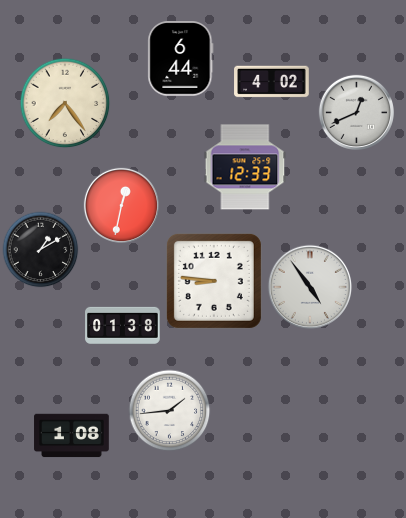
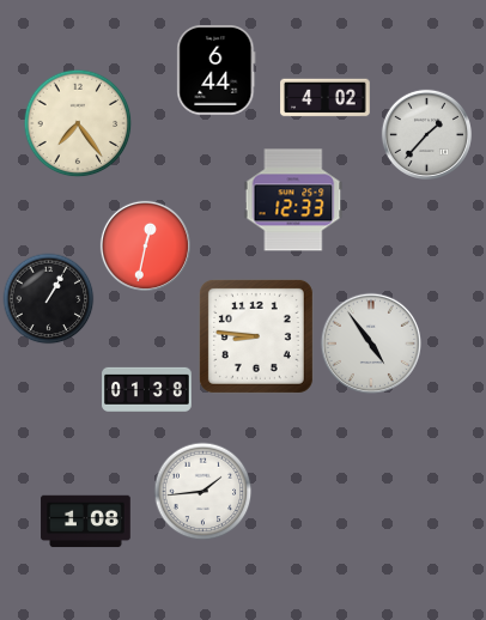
clock at (356, 112): 12:41 -> 1:37
clock at (41, 250): 1:10 -> 1:05
